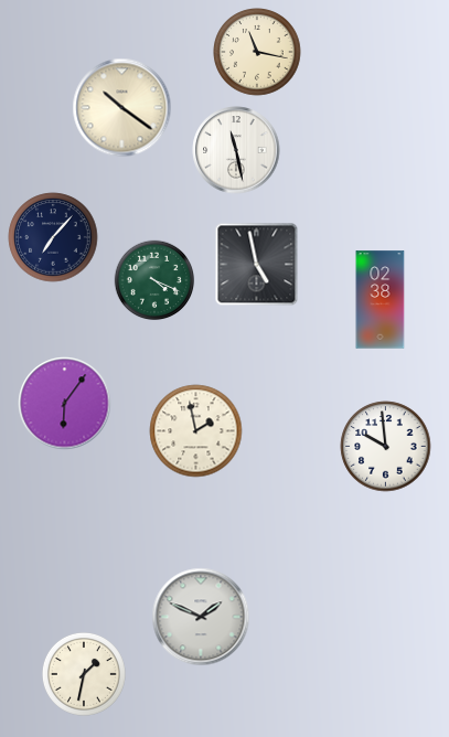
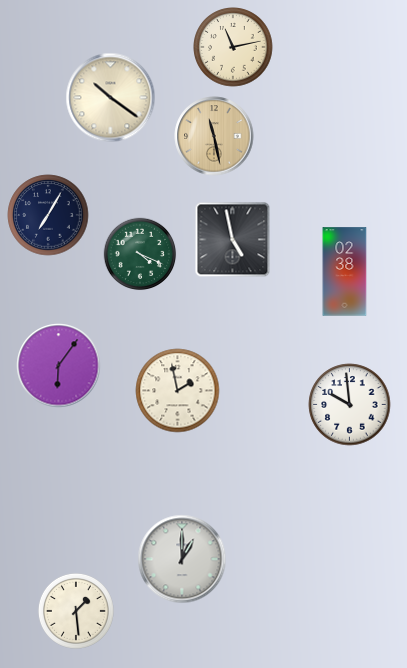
clock at (257, 52): 11:17 -> 11:13
clock at (236, 150) dial: white -> champagne
clock at (53, 237): 7:07 -> 7:05
clock at (201, 617): 1:49 -> 1:00
clock at (84, 674): 1:32 -> 1:29
